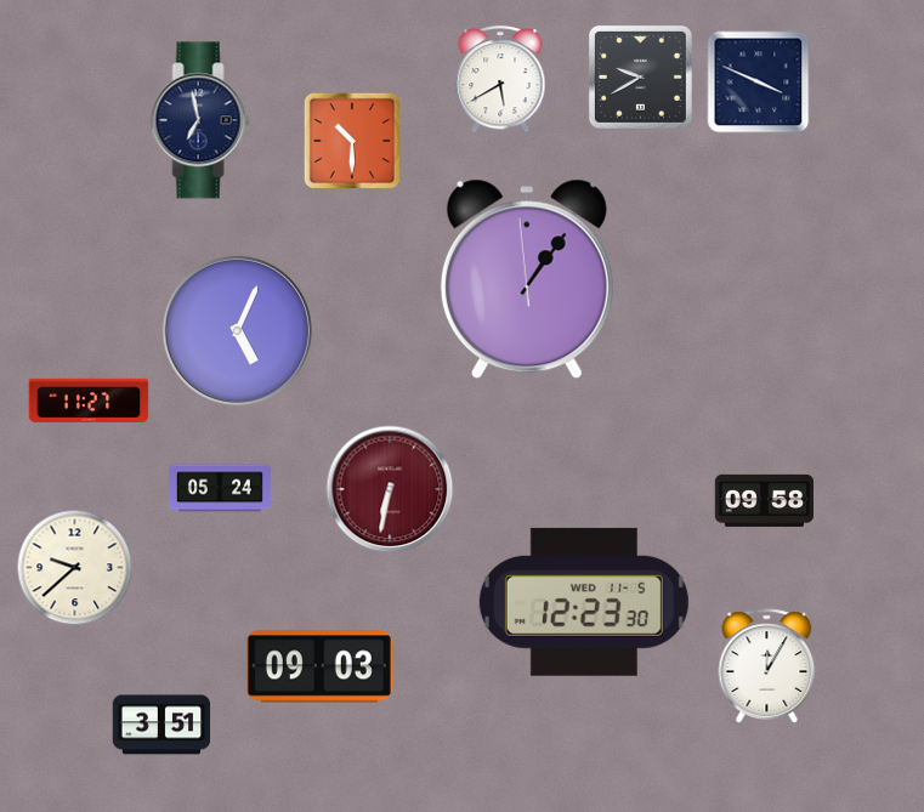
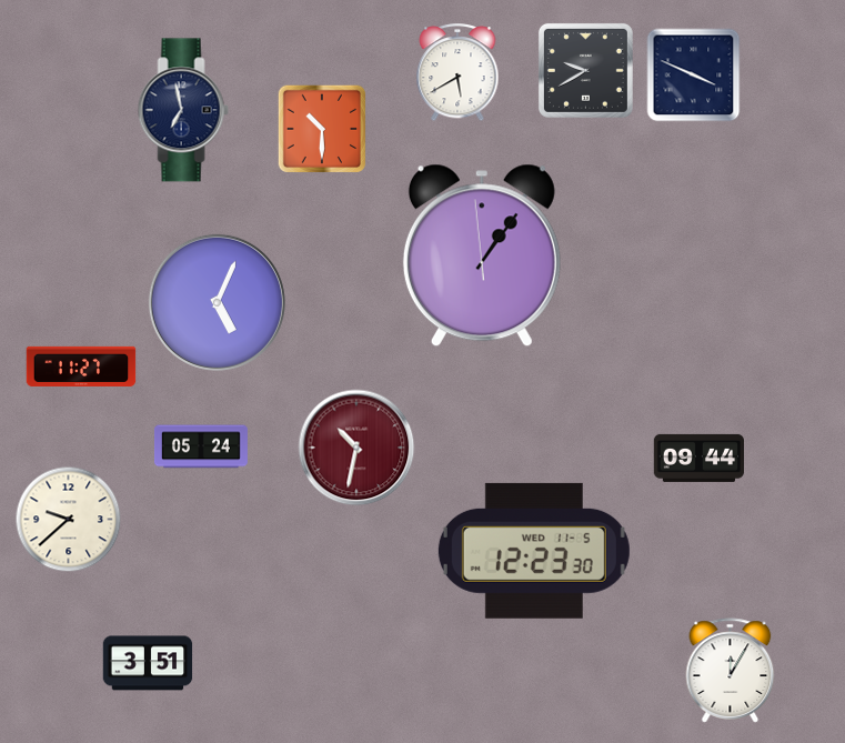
clock at (390, 489): 6:32 -> 10:32
clock at (764, 500): 09:58 -> 09:44
clock at (319, 666): 09:03 -> none
clock at (767, 666) position: (767, 666) -> (731, 671)
